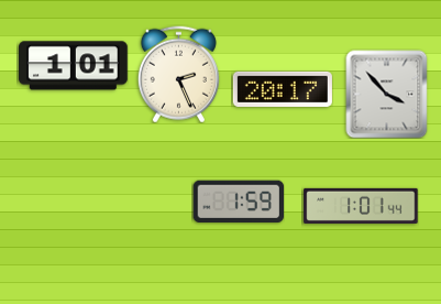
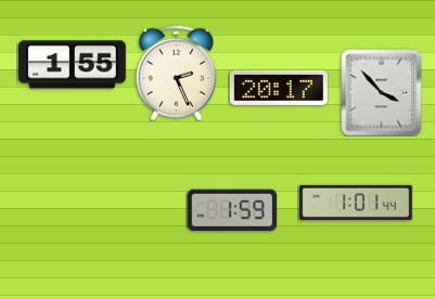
clock at (74, 66): 1:01 -> 1:55
clock at (238, 200) position: (238, 200) -> (231, 209)
